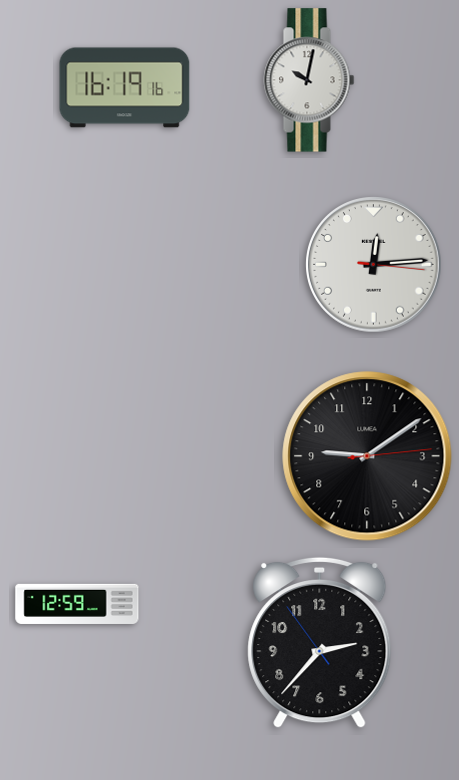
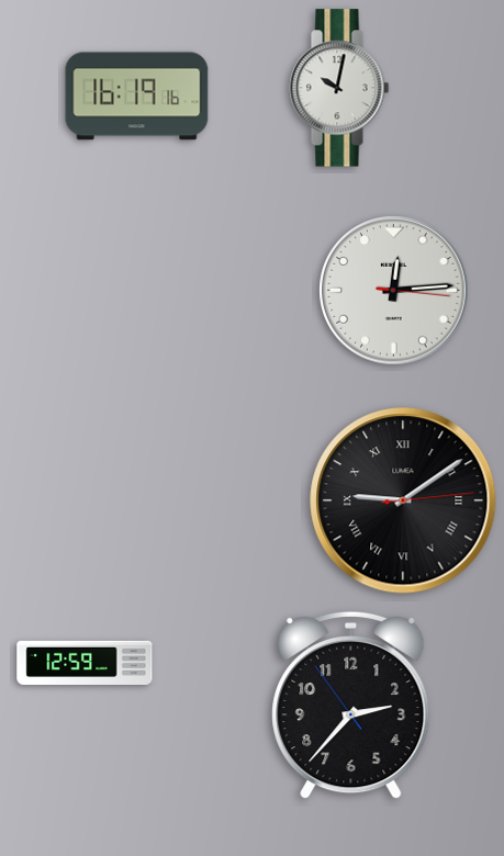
clock at (374, 265) position: (374, 265) -> (394, 291)
clock at (367, 456) numerals: Arabic -> Roman
